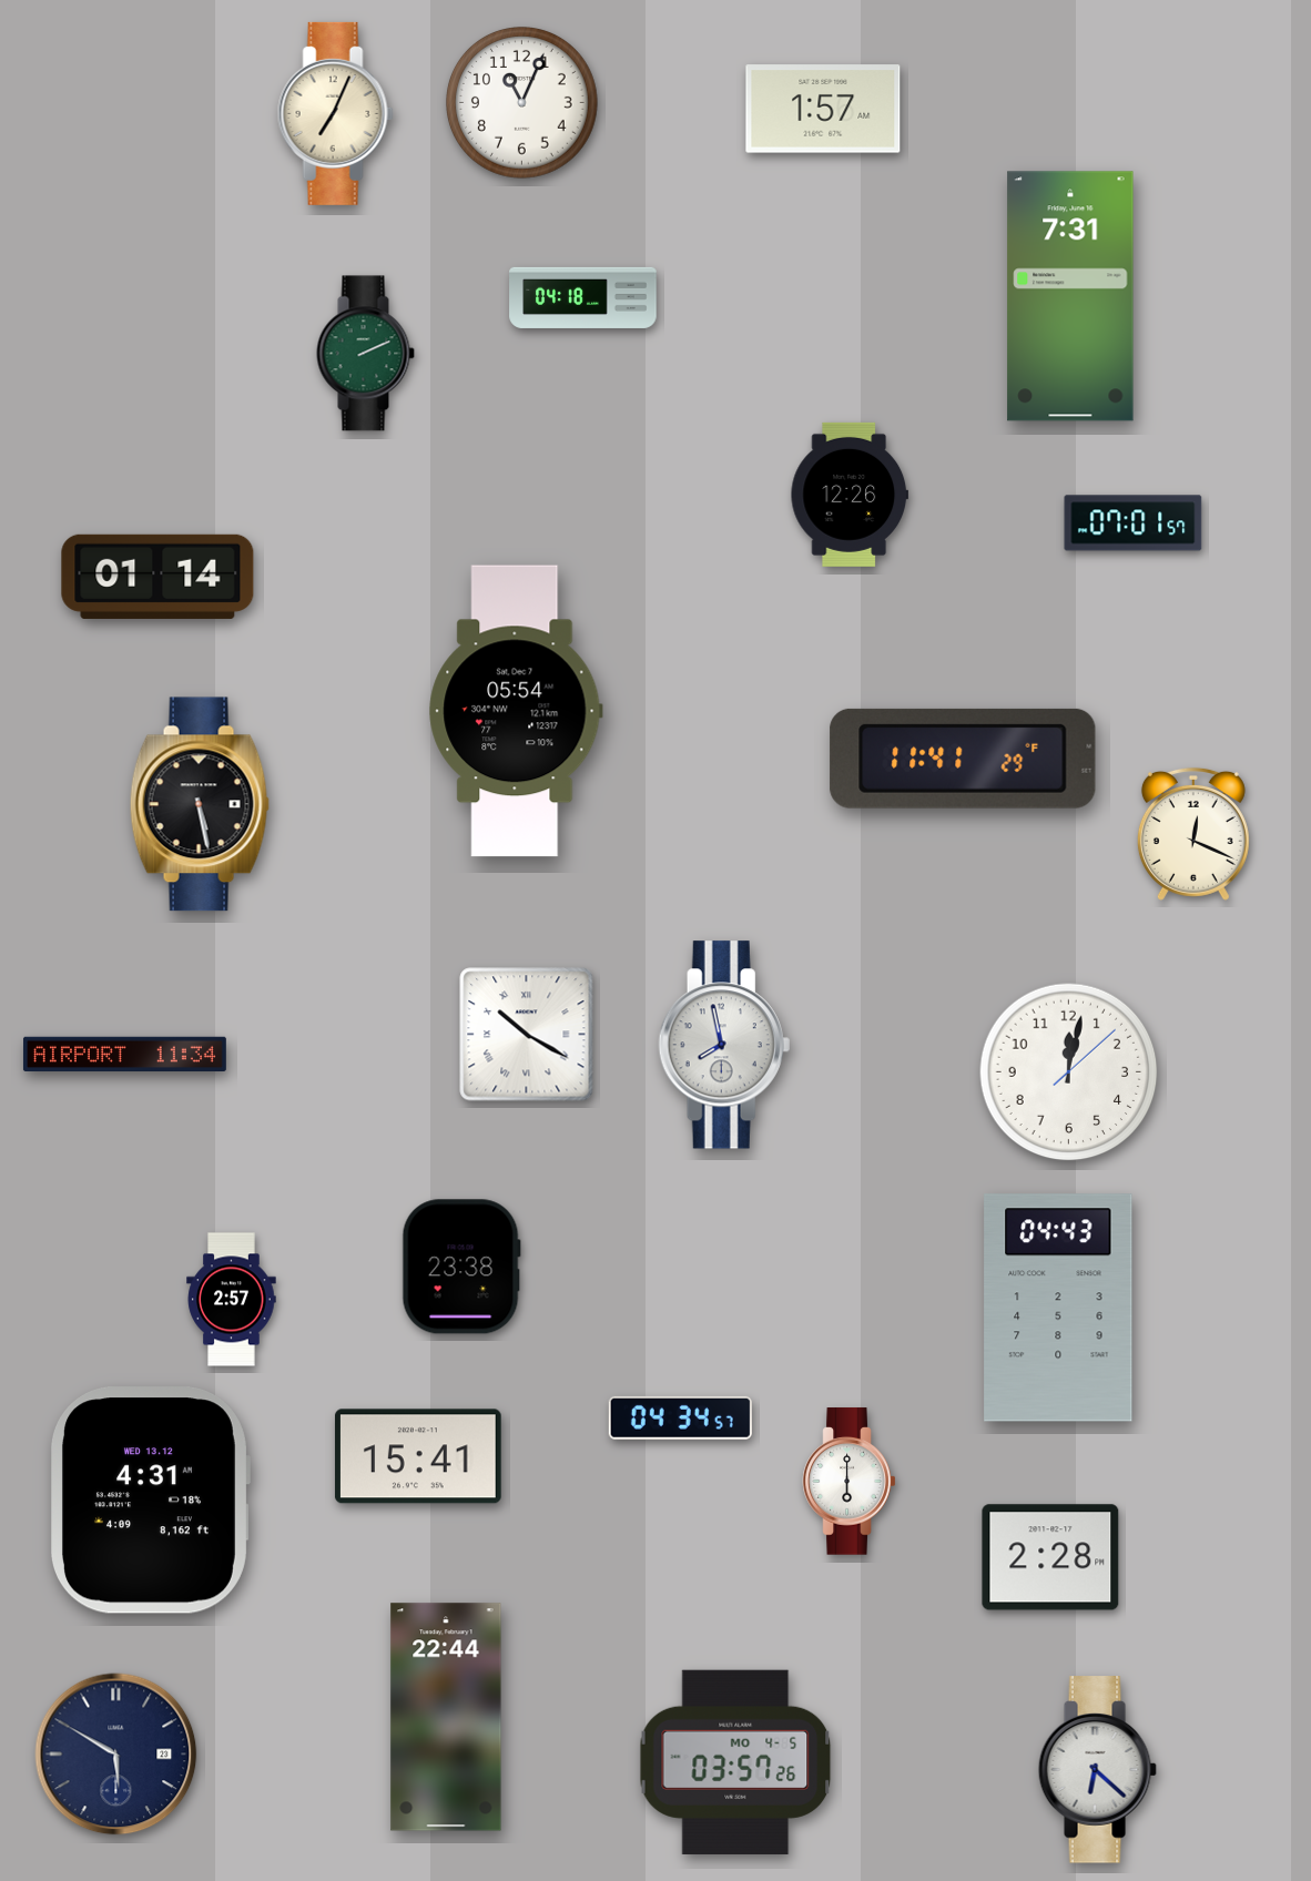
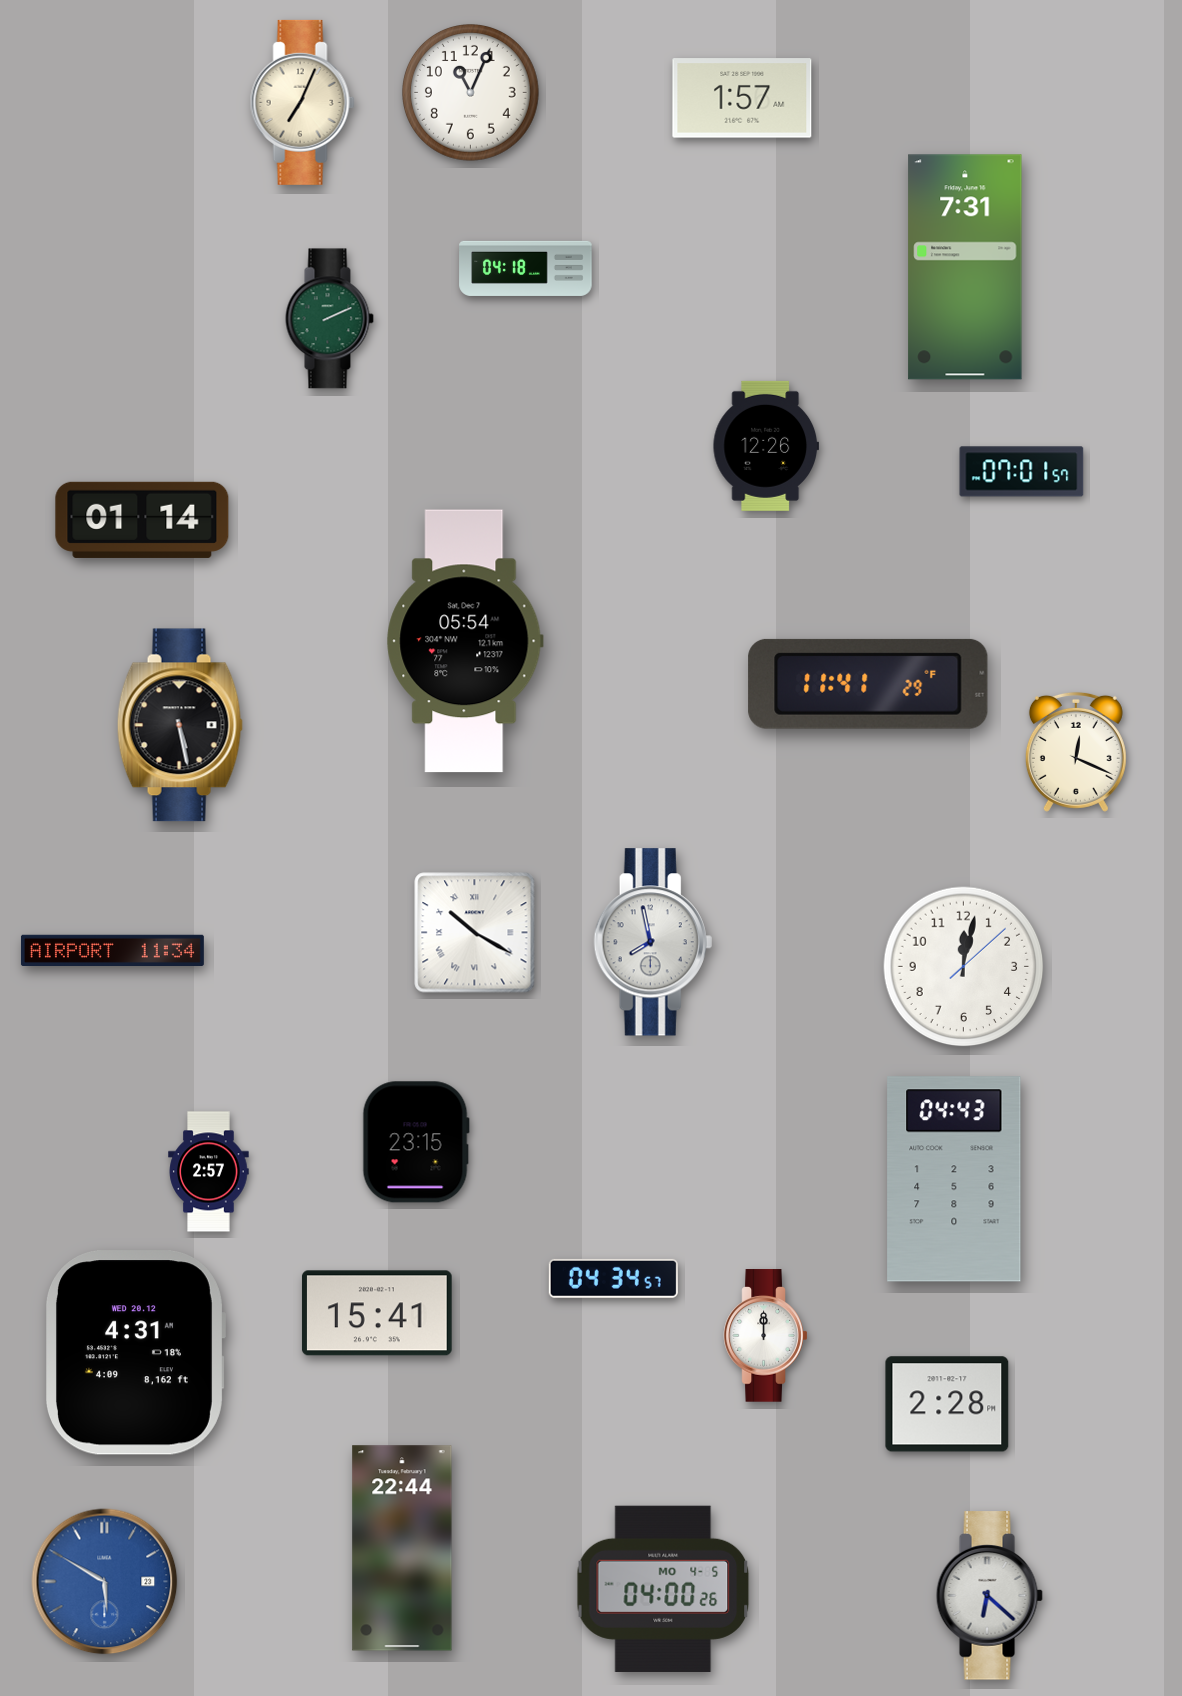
clock at (461, 1267): 23:38 -> 23:15
clock at (850, 1482): 6:00 -> 12:00
clock at (150, 1501) date: WED 13.12 -> WED 20.12
clock at (116, 1755) dial: navy -> blue
clock at (735, 1762): 03:57 -> 04:00
